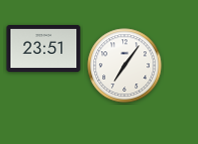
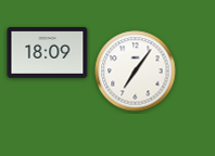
clock at (44, 48): 23:51 -> 18:09
